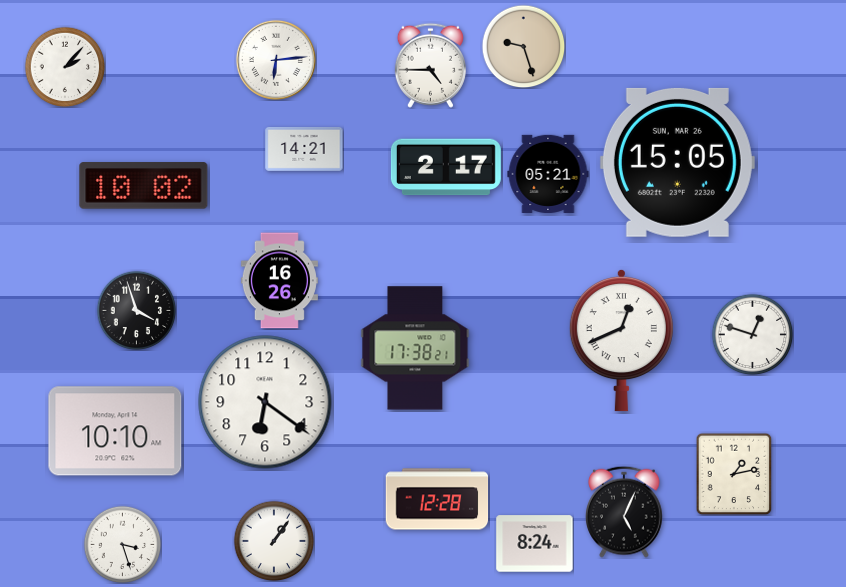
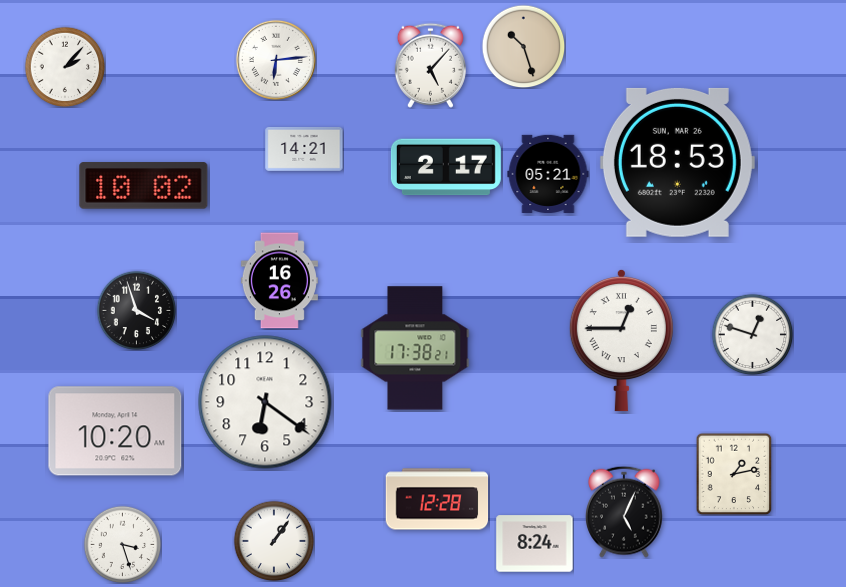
clock at (523, 46): 9:27 -> 10:27
clock at (430, 65): 4:45 -> 5:07
clock at (677, 162): 15:05 -> 18:53
clock at (621, 340): 12:41 -> 12:45
clock at (115, 431): 10:10 -> 10:20
